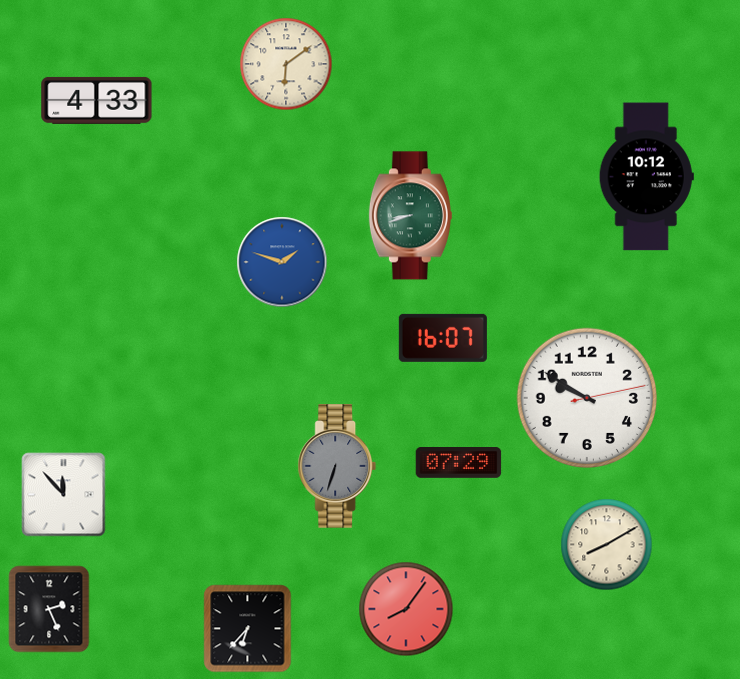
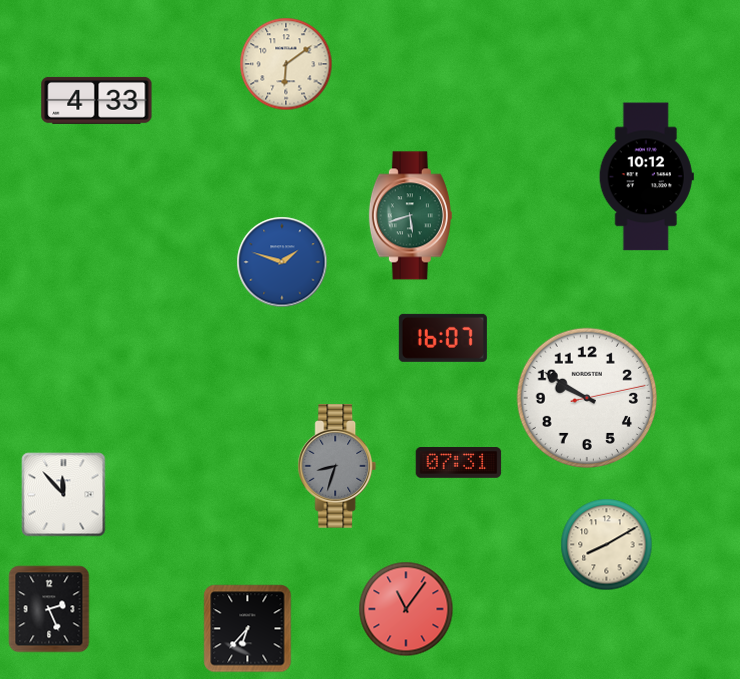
clock at (410, 216): 8:42 -> 5:42
clock at (459, 463): 07:29 -> 07:31
clock at (337, 466): 6:33 -> 8:33
clock at (406, 609): 8:06 -> 11:06
